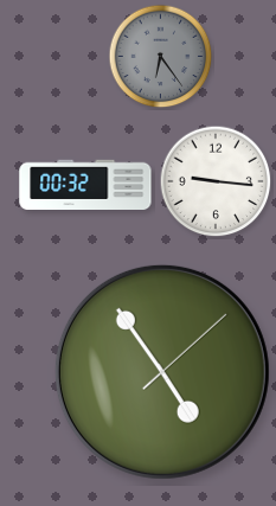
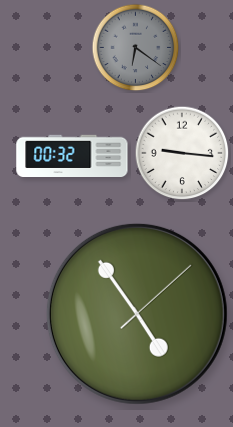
clock at (161, 57): 6:24 -> 6:21
